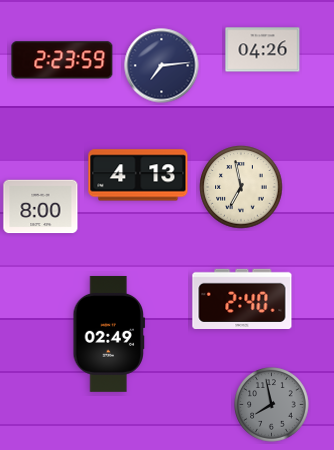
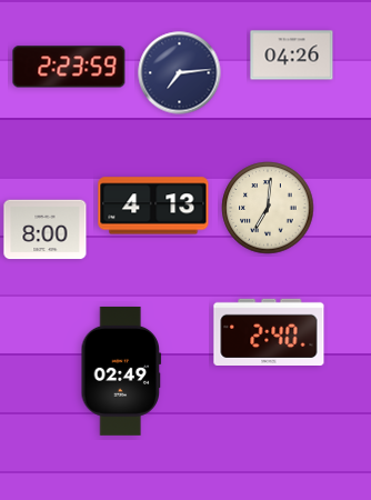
clock at (138, 175) position: (138, 175) -> (153, 206)
clock at (241, 187): 6:58 -> 7:01
clock at (272, 405): 7:58 -> none
